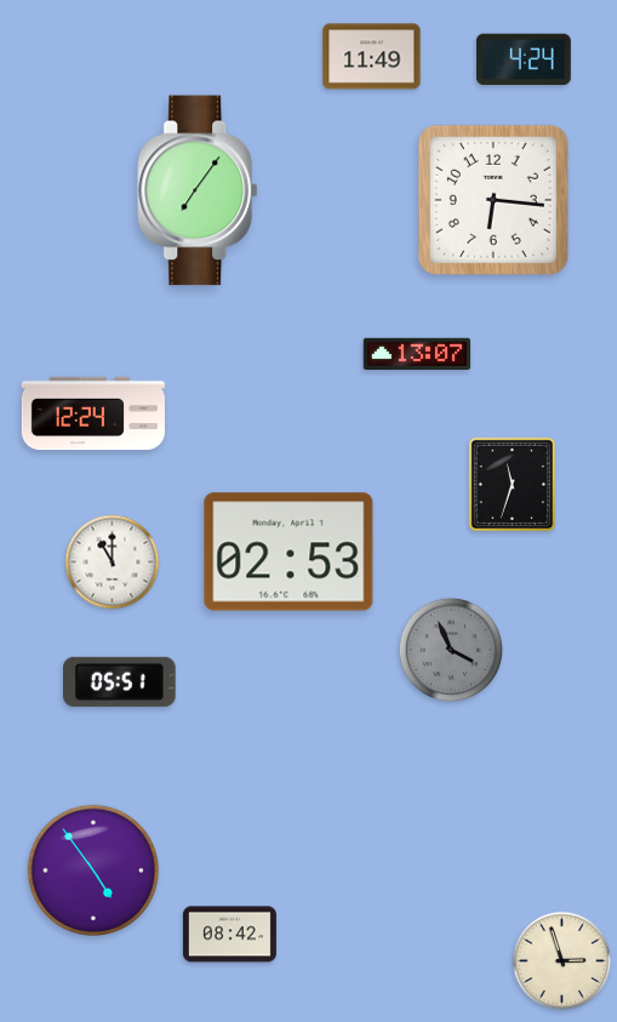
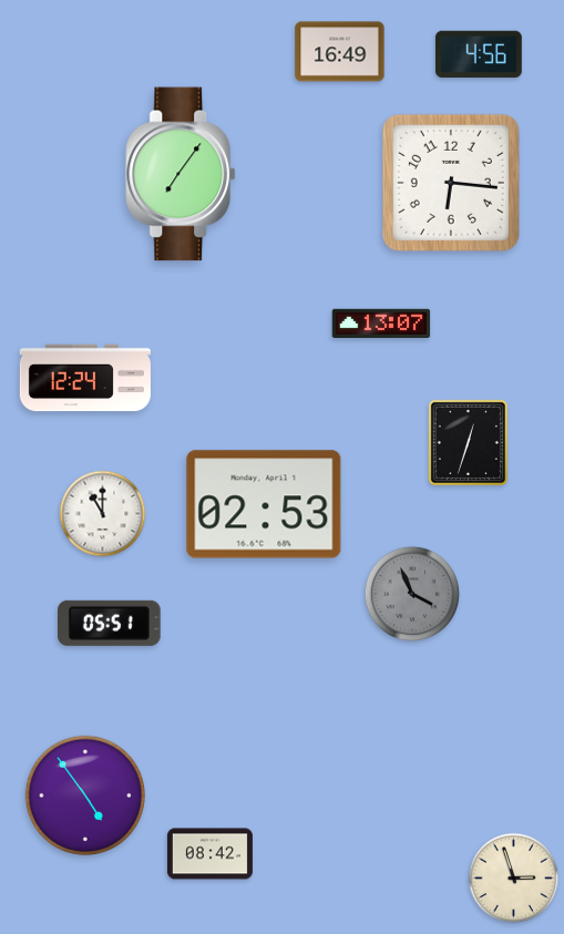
clock at (372, 57): 11:49 -> 16:49
clock at (524, 59): 4:24 -> 4:56
clock at (512, 484): 11:33 -> 12:33
